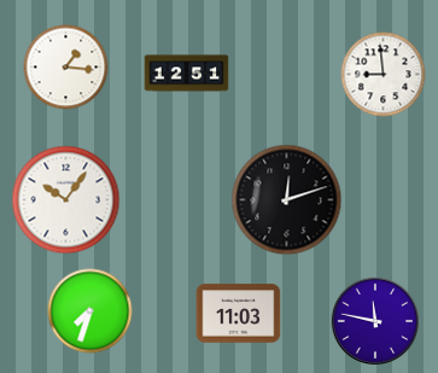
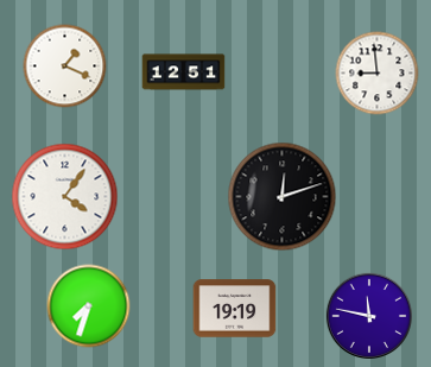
clock at (66, 68): 1:16 -> 1:19
clock at (66, 200): 10:06 -> 4:06
clock at (239, 314): 11:03 -> 19:19
